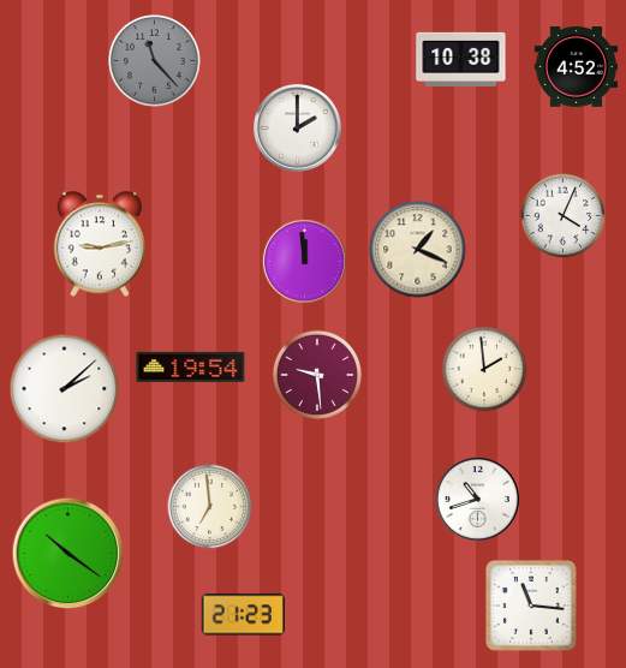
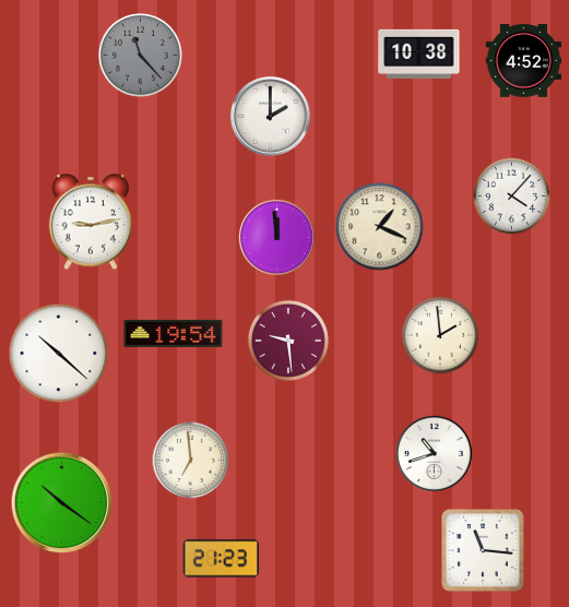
clock at (564, 216): 4:04 -> 4:07
clock at (65, 389): 2:08 -> 10:22
